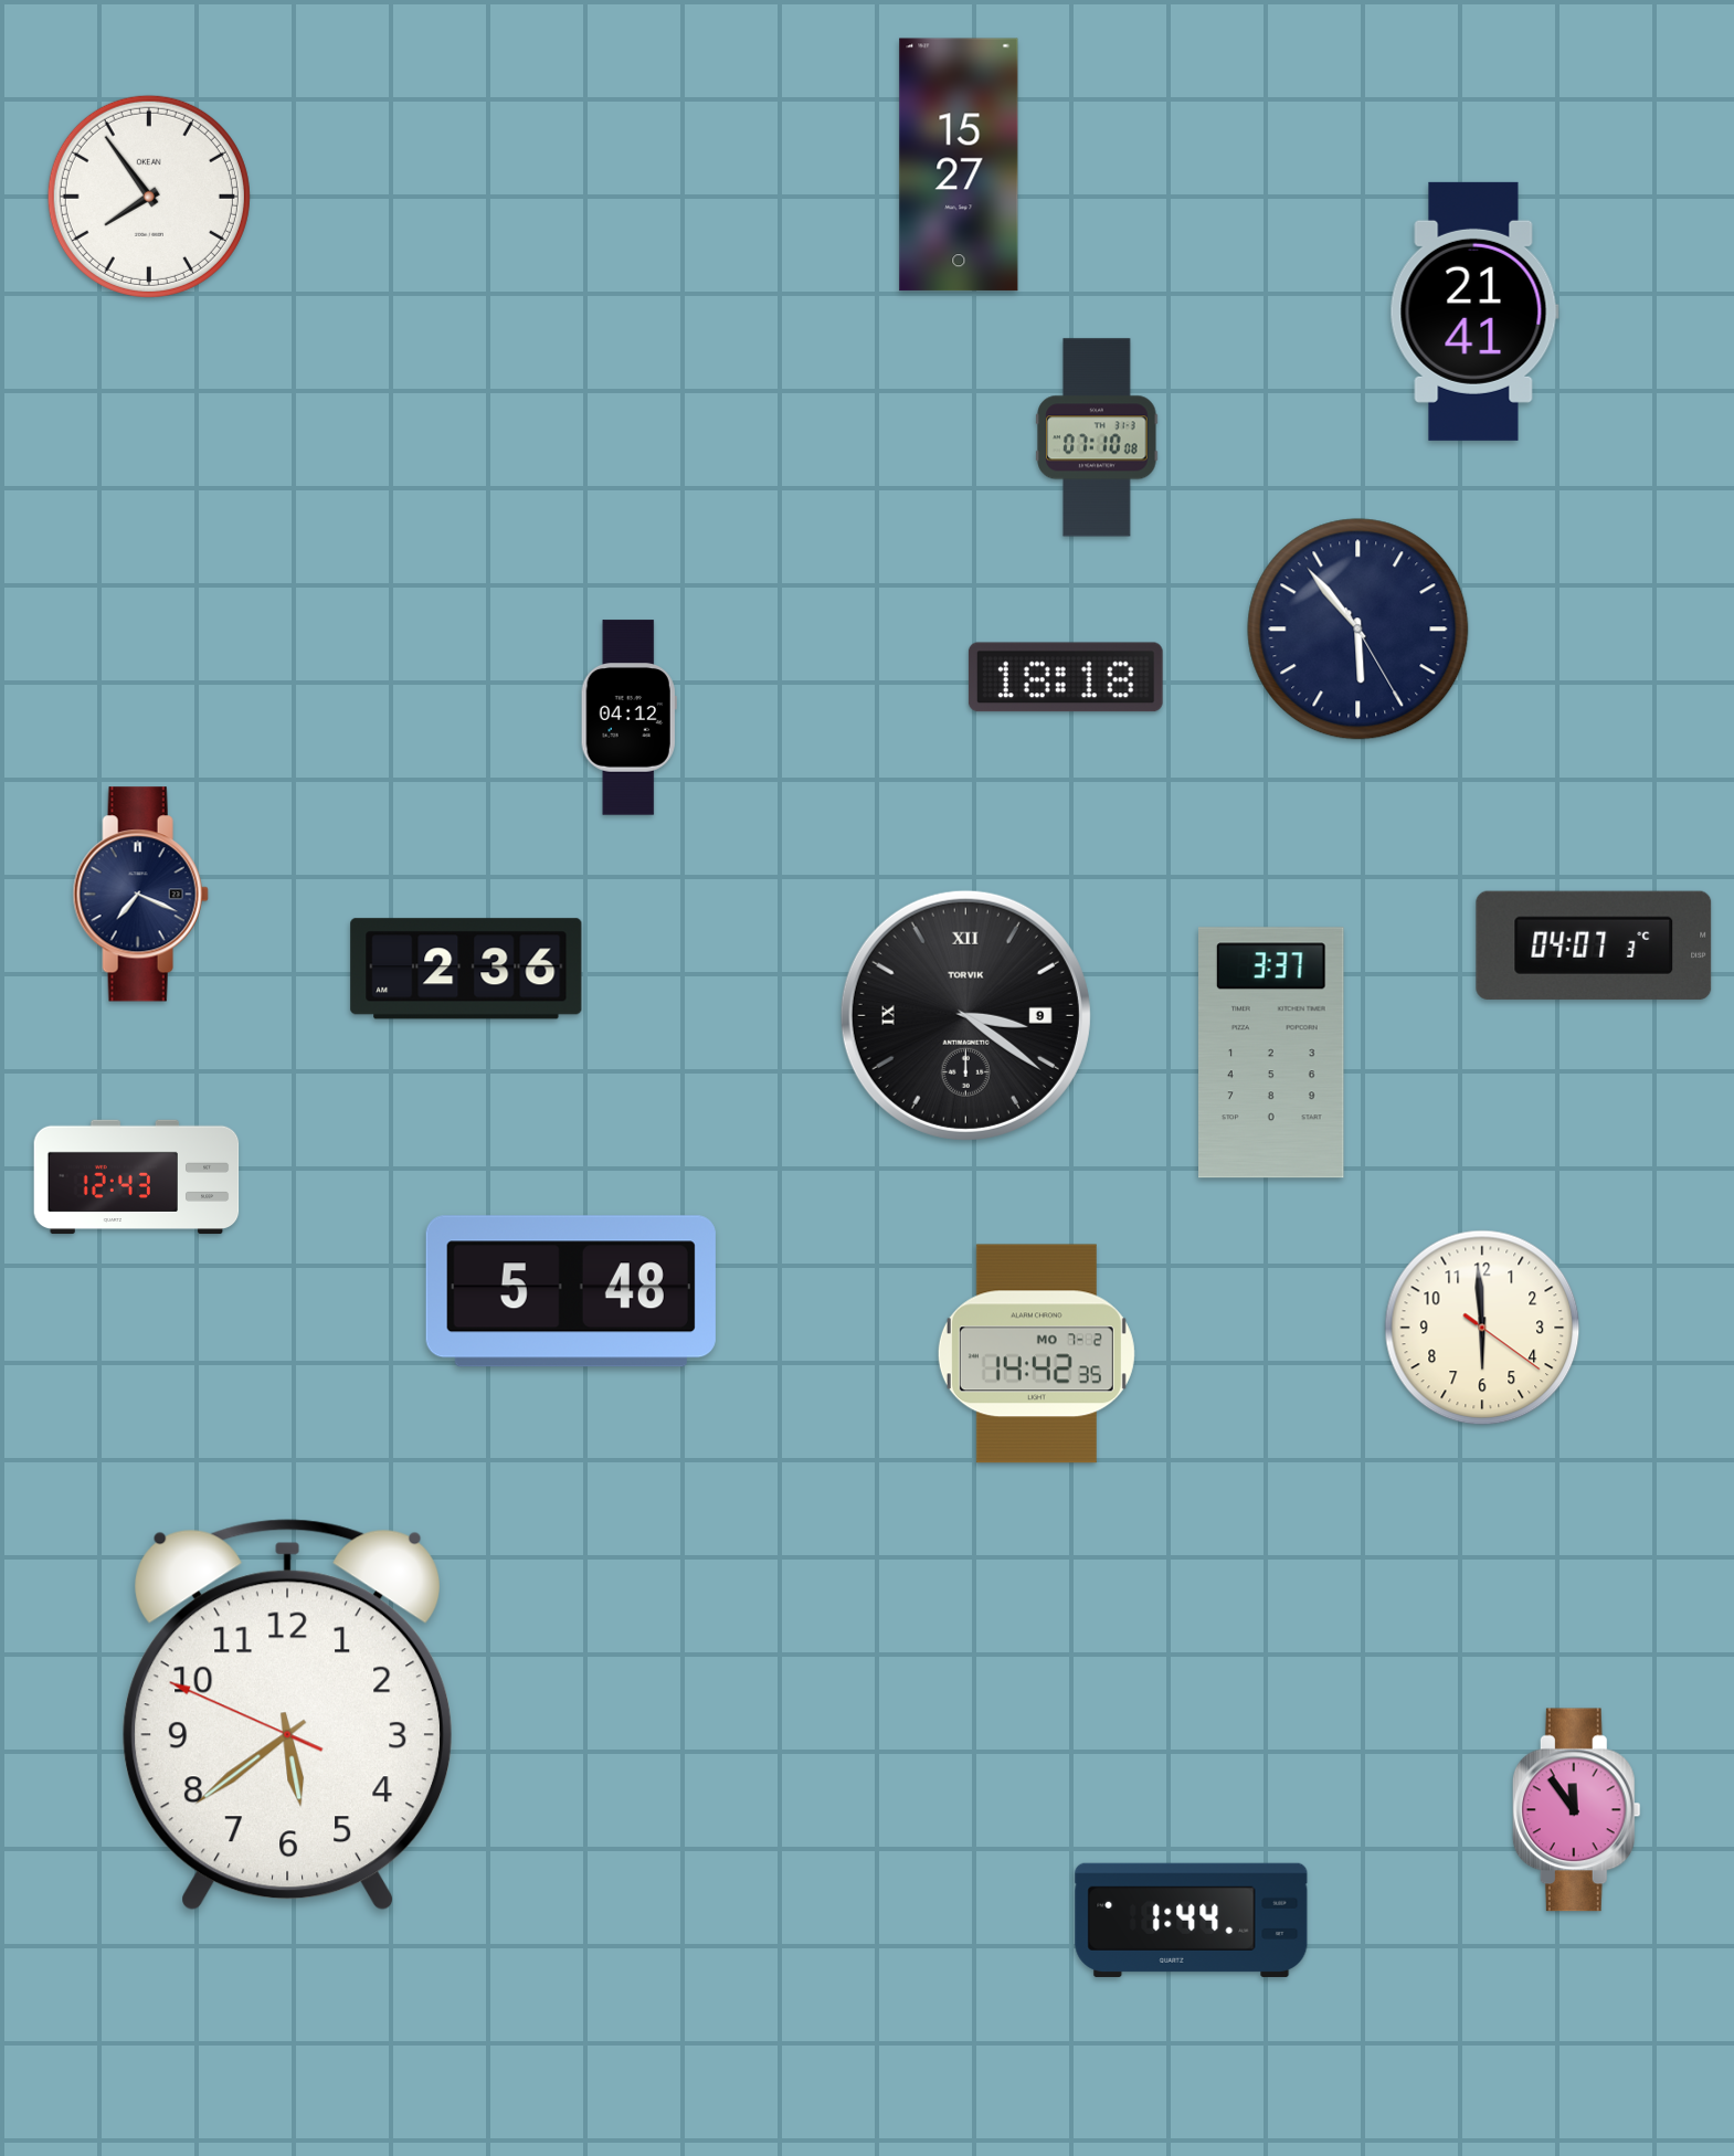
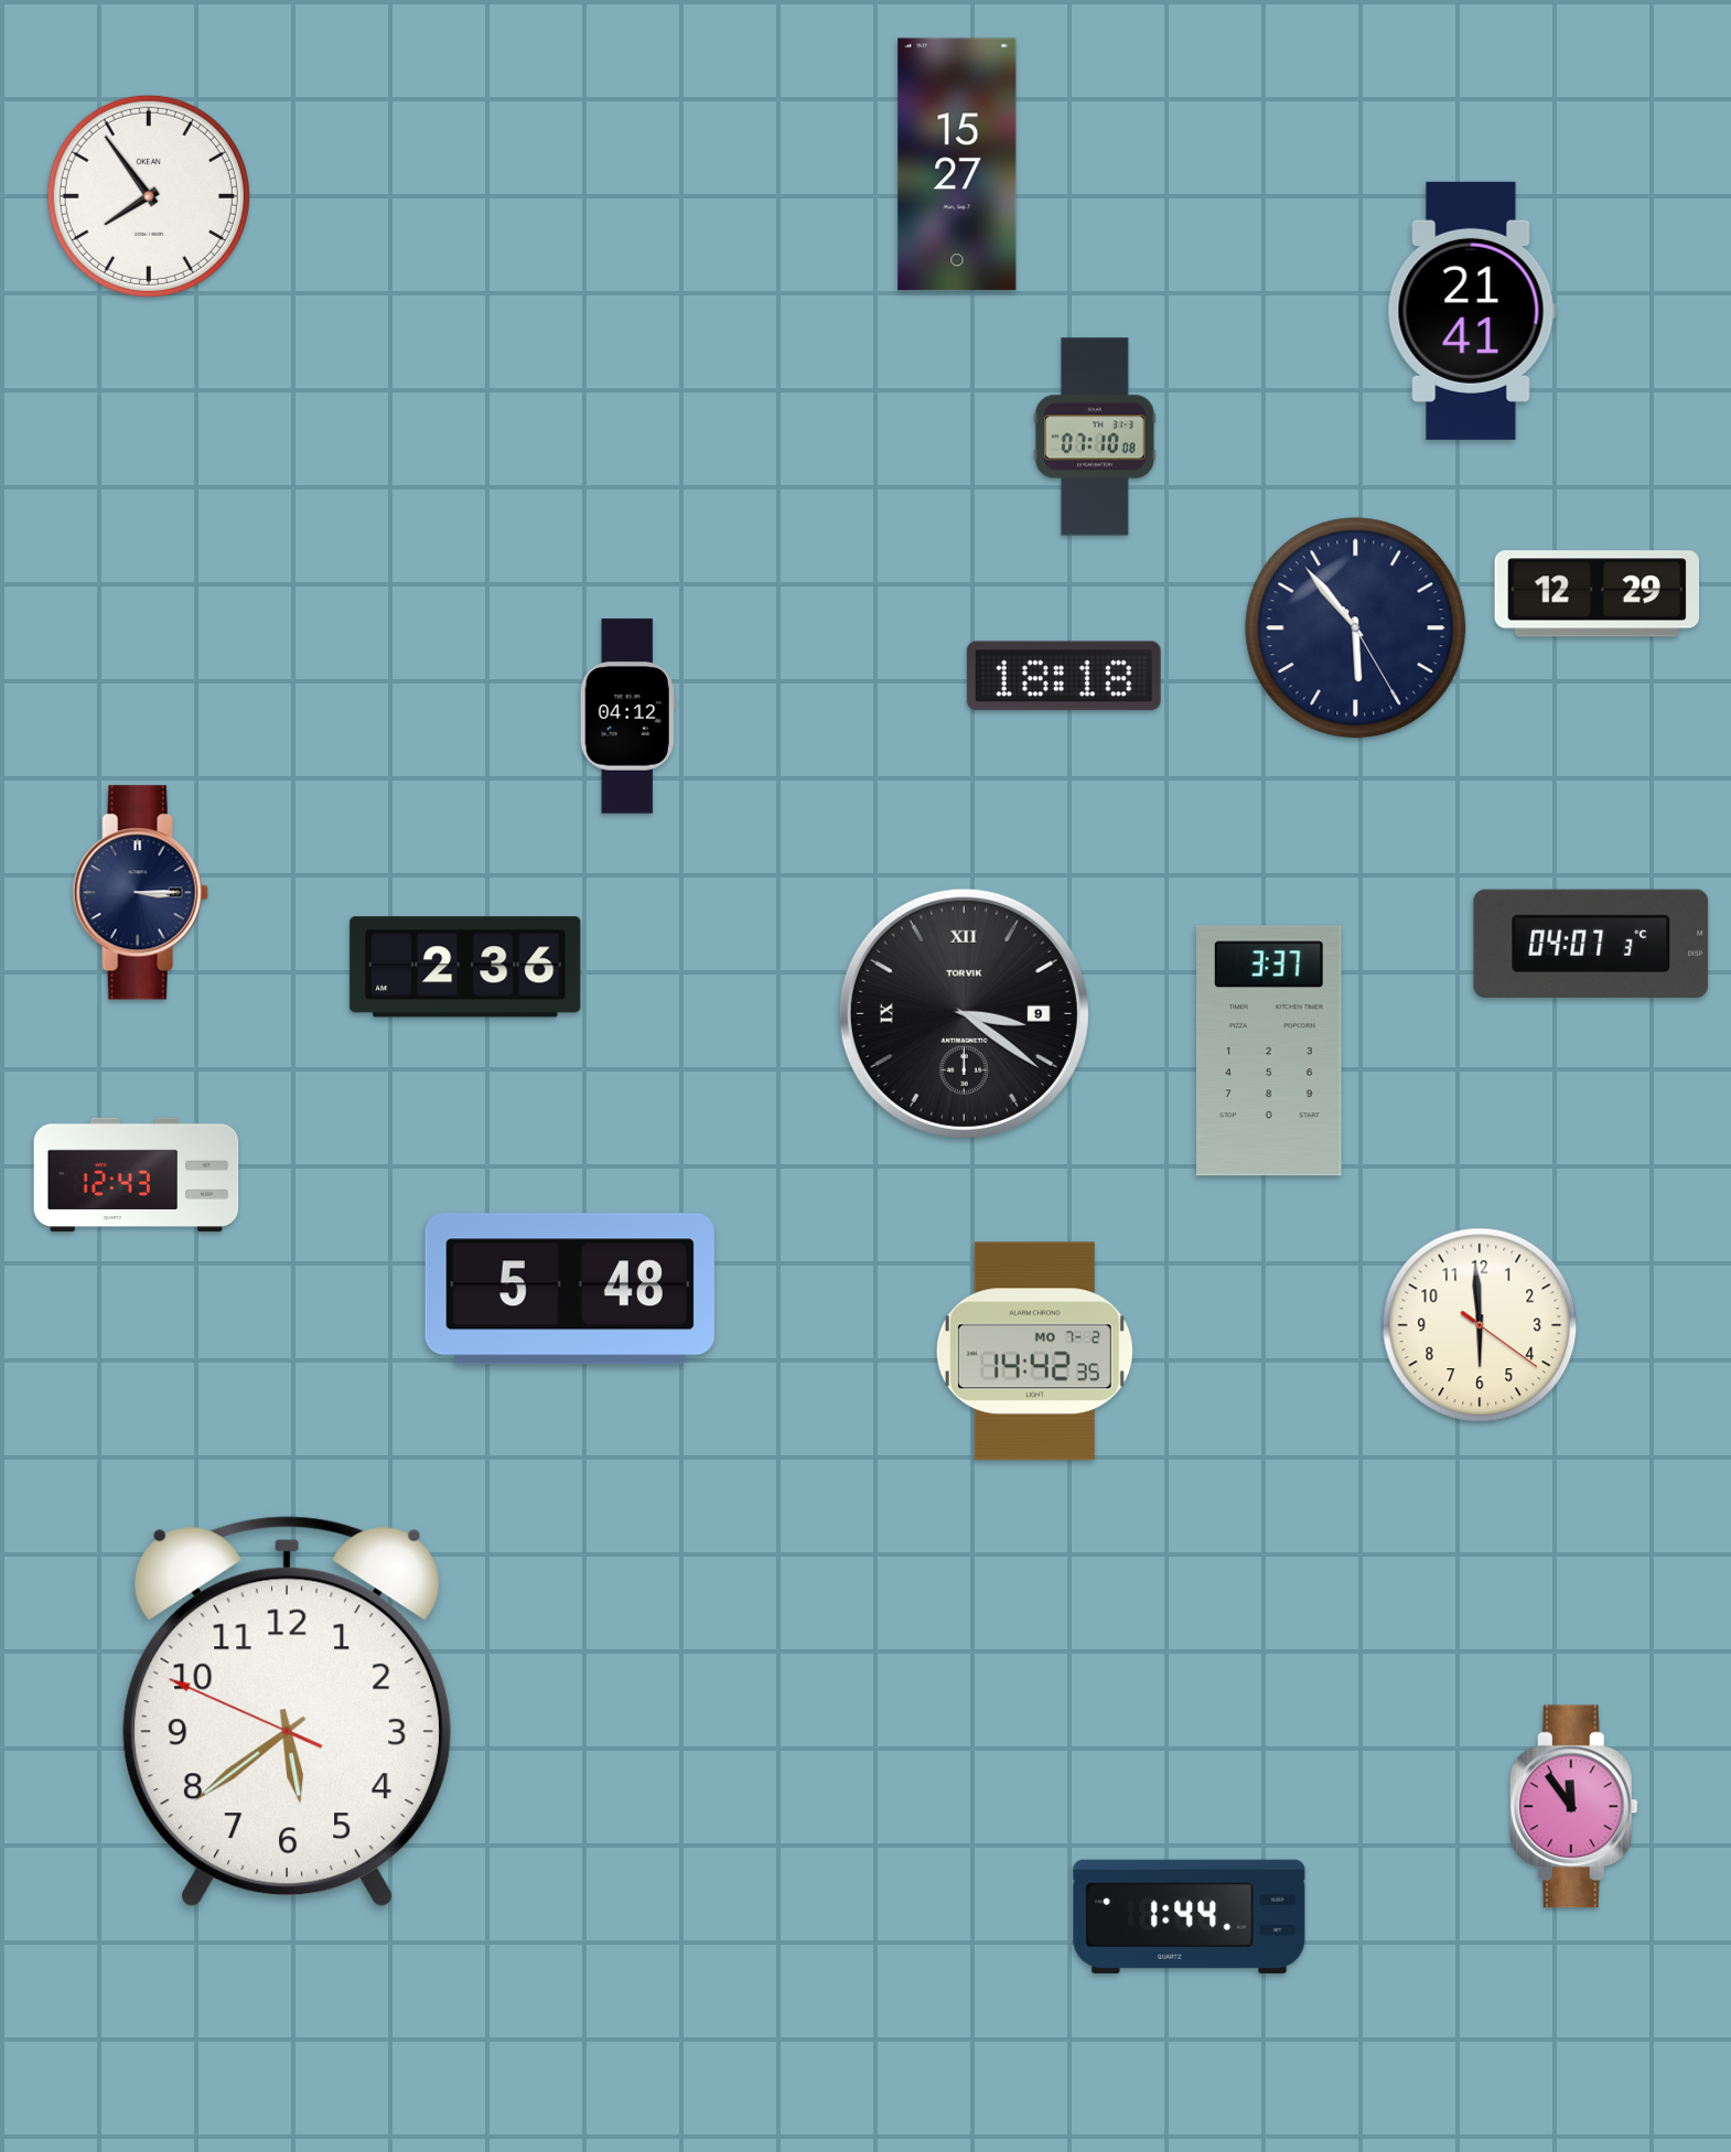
clock at (1598, 594): none -> 12:29
clock at (140, 895): 7:19 -> 3:15
